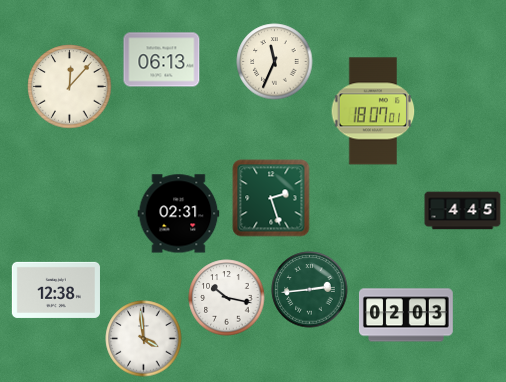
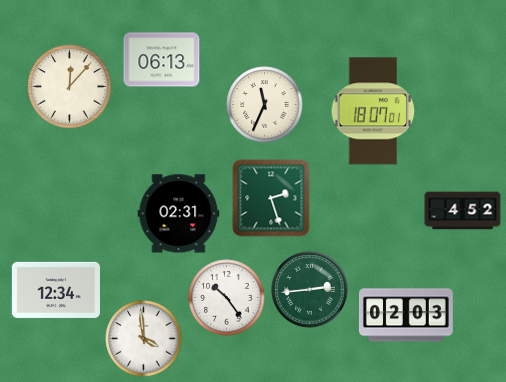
clock at (275, 62) position: (275, 62) -> (265, 105)
clock at (463, 211): 4:45 -> 4:52
clock at (56, 290): 12:38 -> 12:34
clock at (227, 298): 10:17 -> 10:24
